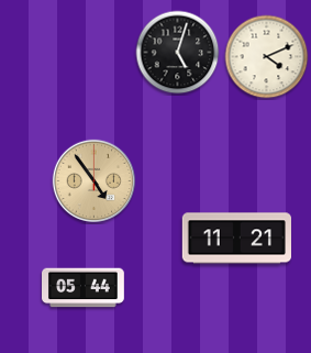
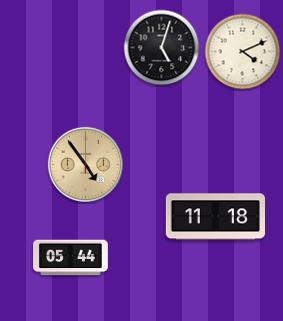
clock at (236, 239): 11:21 -> 11:18
clock at (84, 288) position: (84, 288) -> (71, 258)
